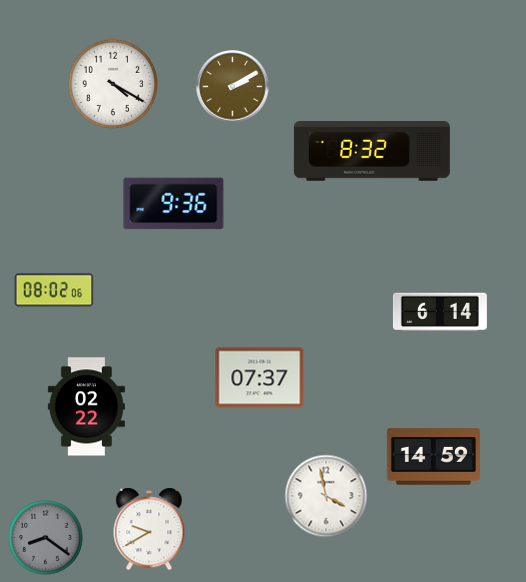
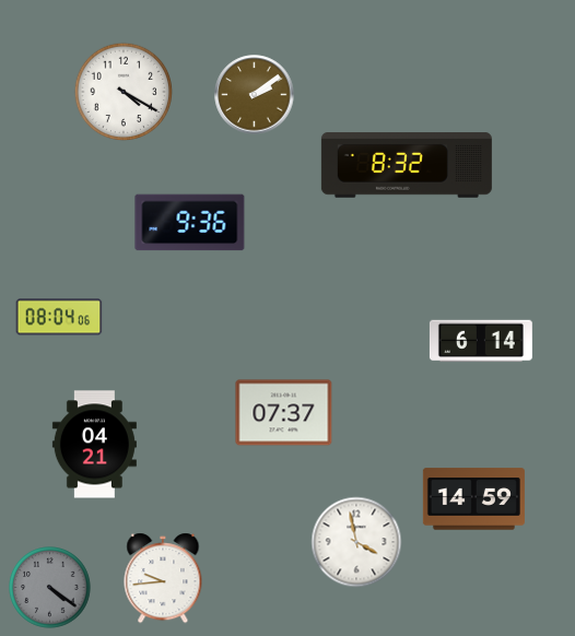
clock at (233, 87): 2:10 -> 2:09
clock at (54, 290): 08:02 -> 08:04
clock at (86, 407): 02:22 -> 04:21
clock at (149, 529): 9:40 -> 9:44
clock at (46, 538): 8:21 -> 4:21
